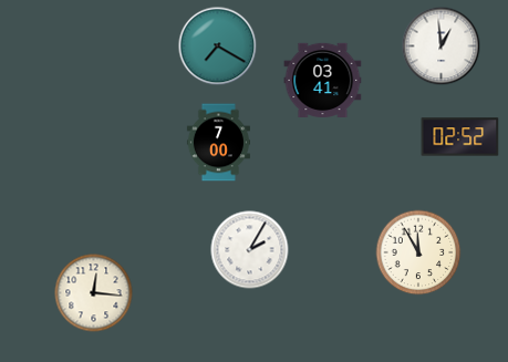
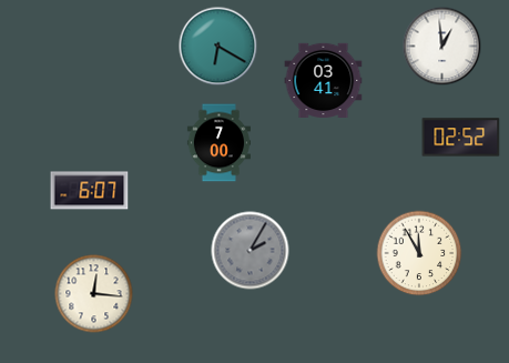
clock at (218, 46): 7:20 -> 6:20
clock at (90, 191): none -> 6:07
clock at (250, 250) dial: white -> grey
